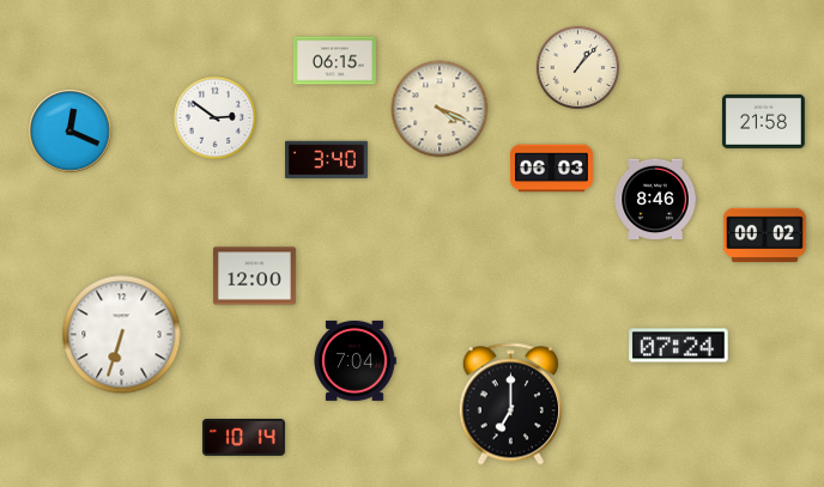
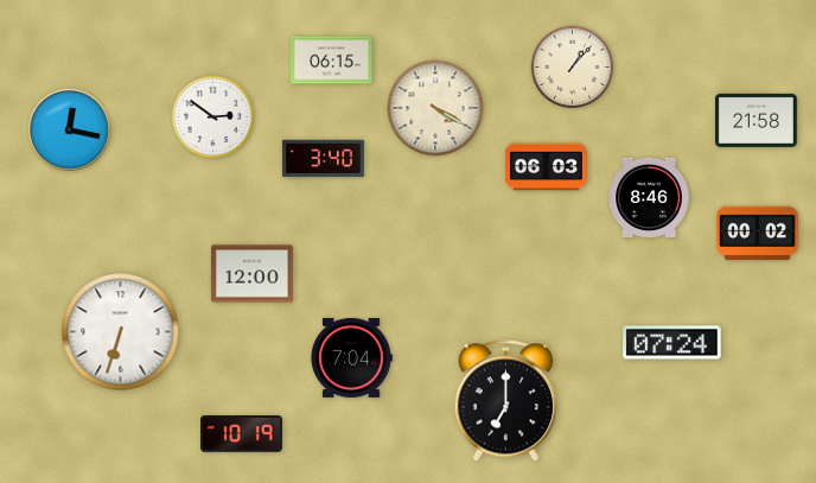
clock at (440, 109): 4:19 -> 4:20
clock at (71, 132): 12:19 -> 12:17
clock at (243, 438): 10:14 -> 10:19
